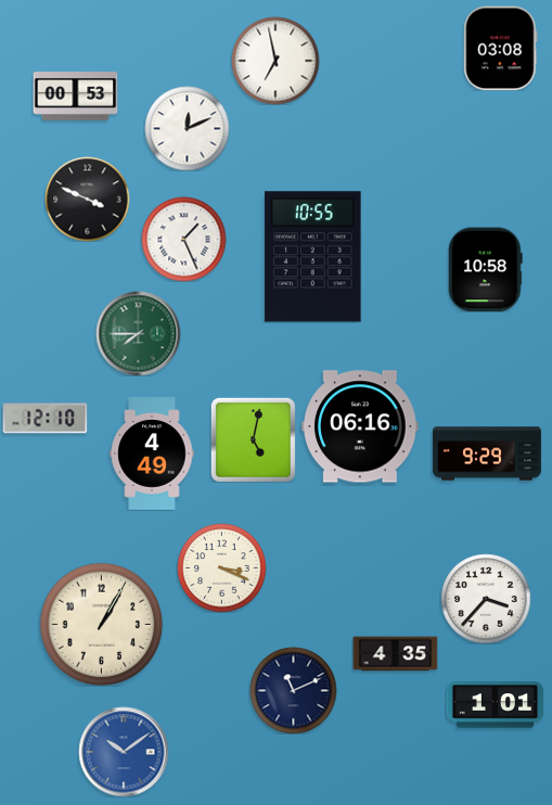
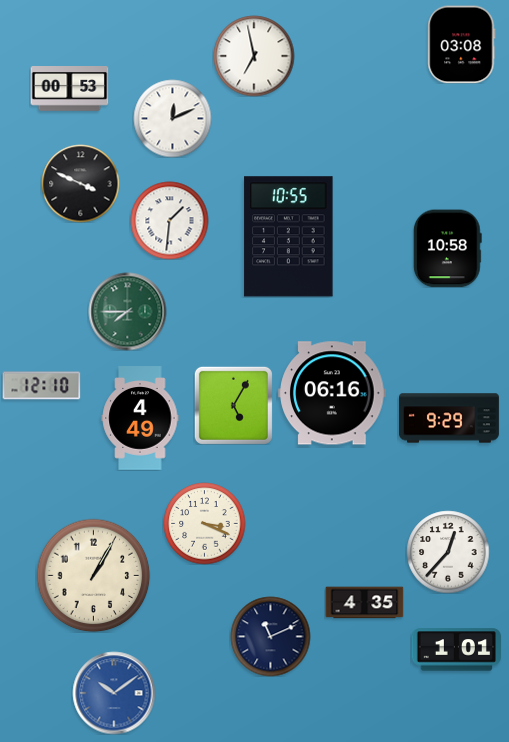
clock at (183, 239): 1:26 -> 1:31
clock at (138, 333) position: (138, 333) -> (127, 311)
clock at (253, 439): 5:02 -> 5:05
clock at (486, 599): 3:37 -> 12:37
